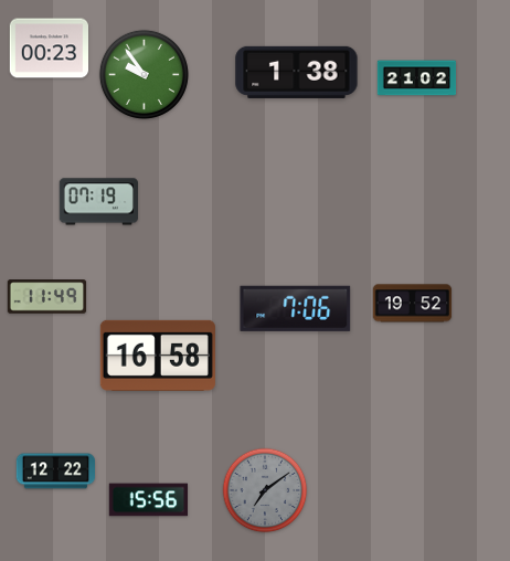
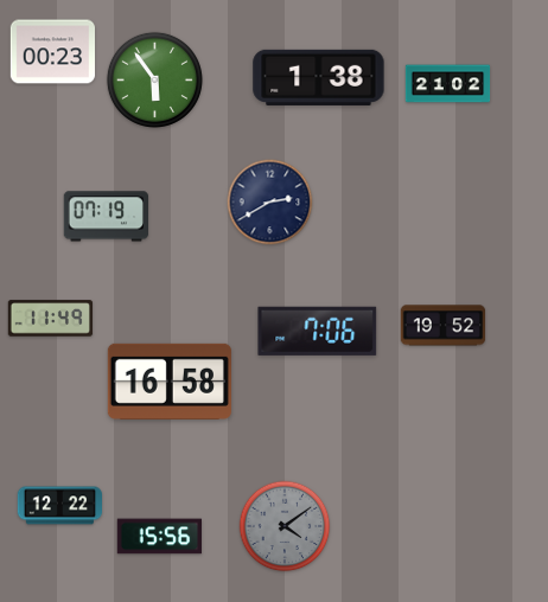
clock at (144, 74): 9:54 -> 5:54
clock at (270, 203): none -> 2:40
clock at (265, 490): 7:09 -> 4:09
